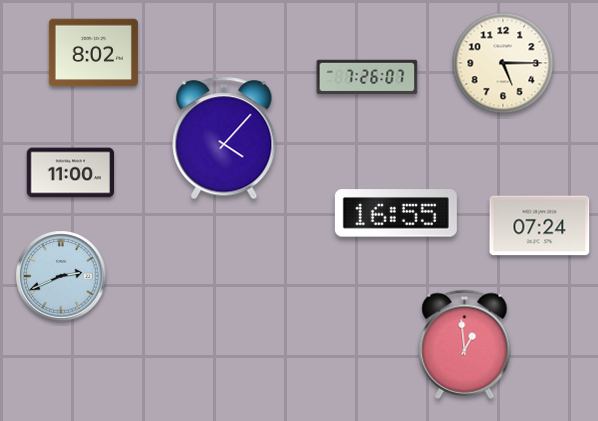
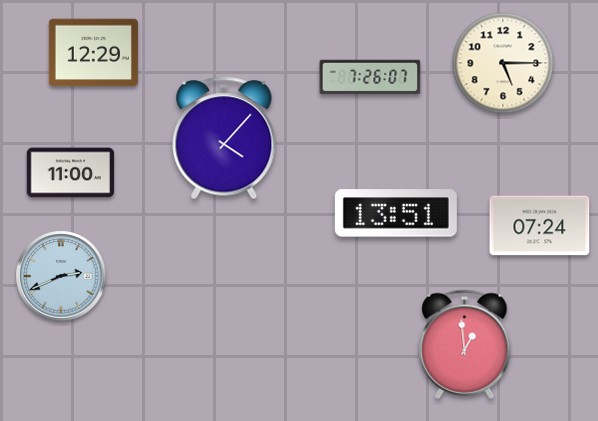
clock at (93, 53): 8:02 -> 12:29
clock at (367, 77) position: (367, 77) -> (370, 77)
clock at (396, 213): 16:55 -> 13:51
